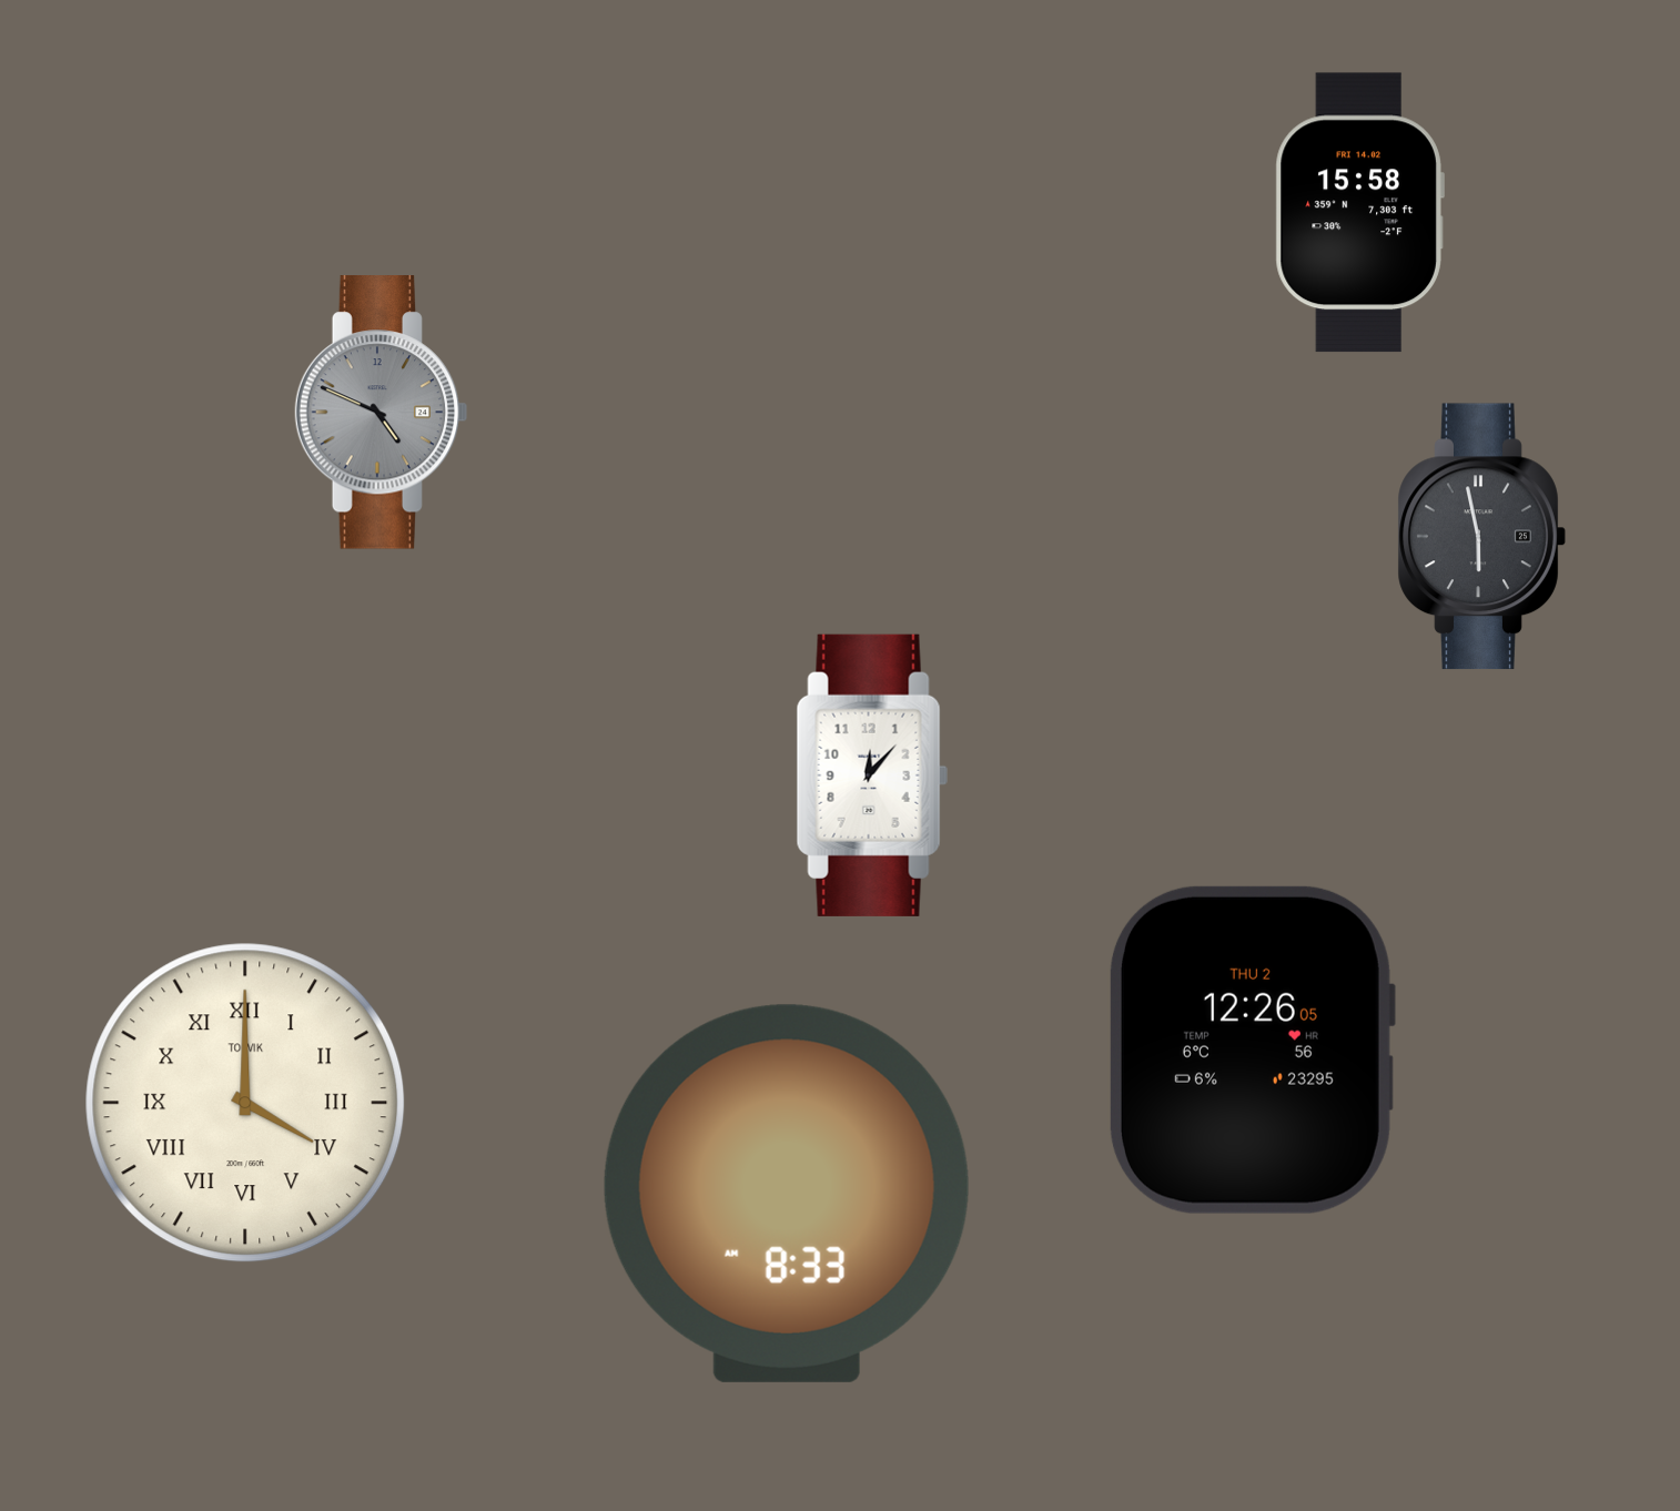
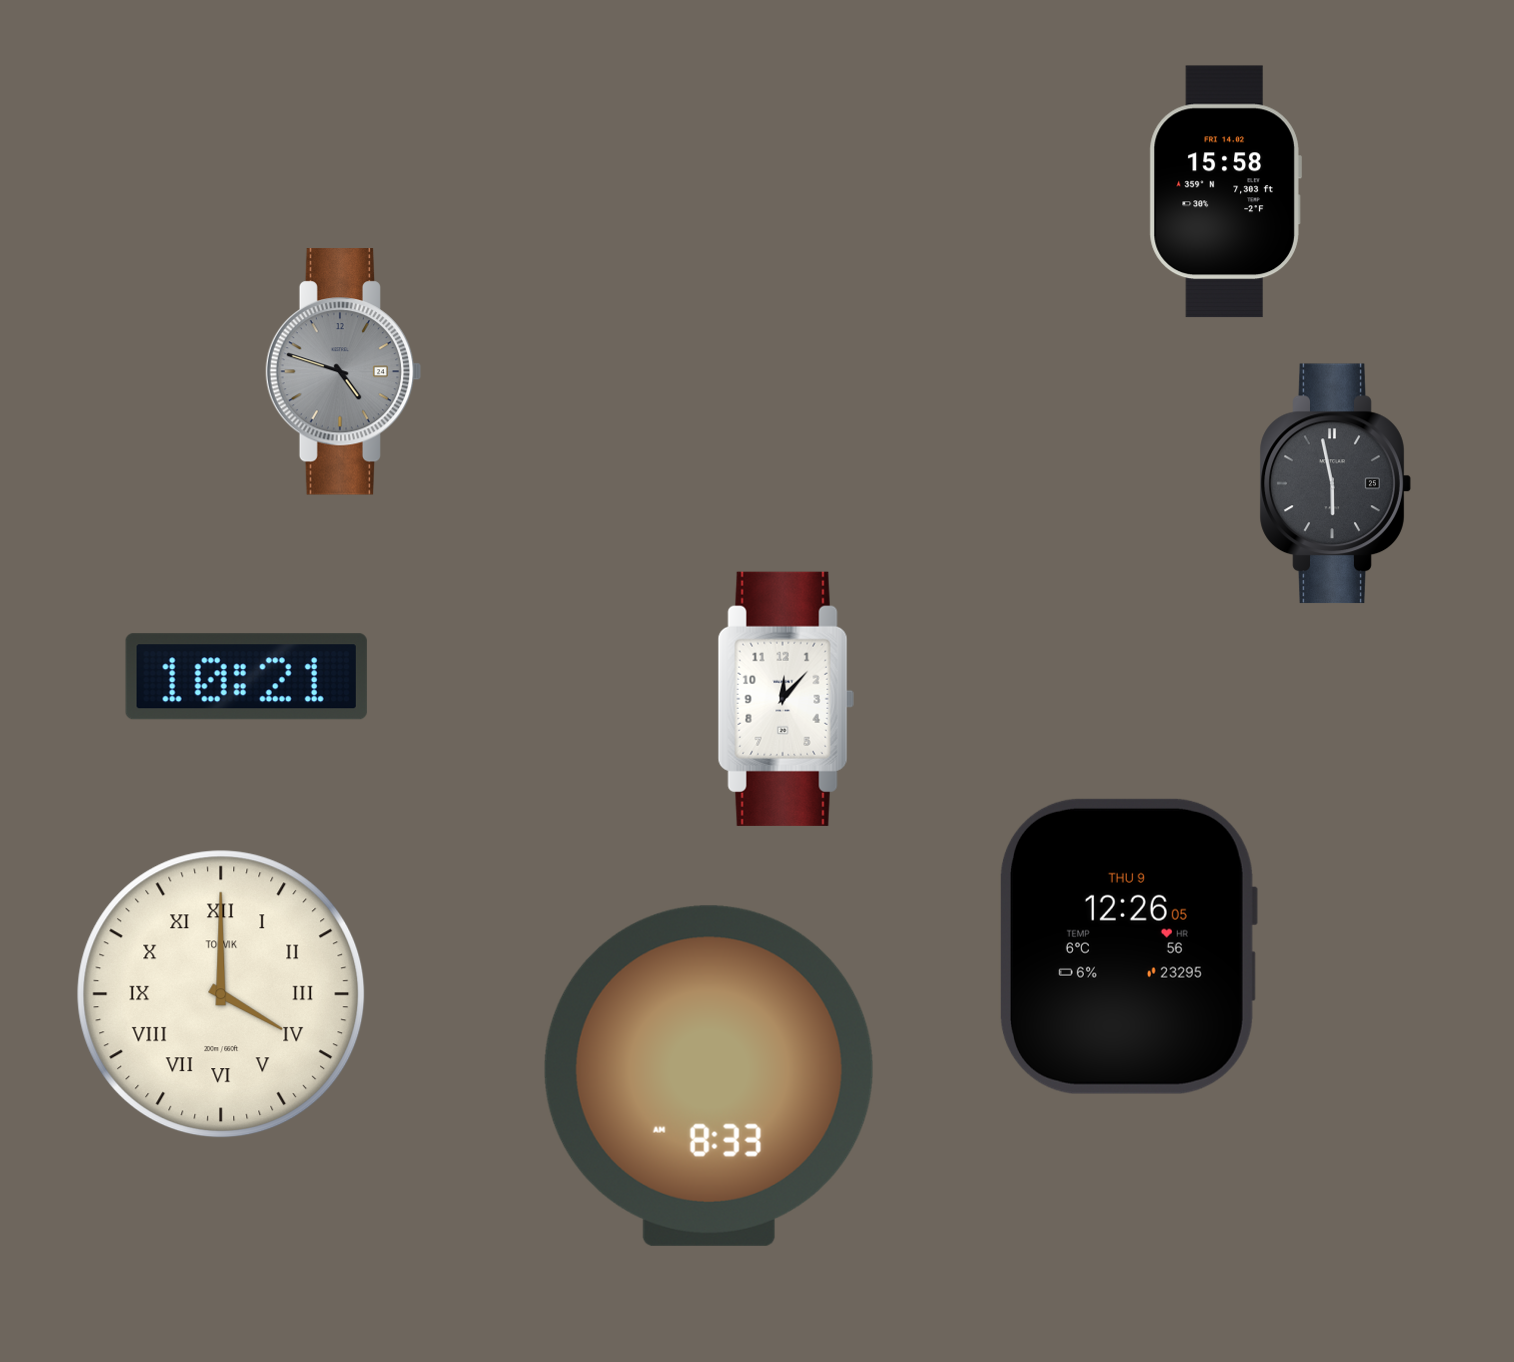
clock at (382, 413): 4:49 -> 4:48
clock at (246, 677): none -> 10:21
clock at (1252, 1049) date: THU 2 -> THU 9
